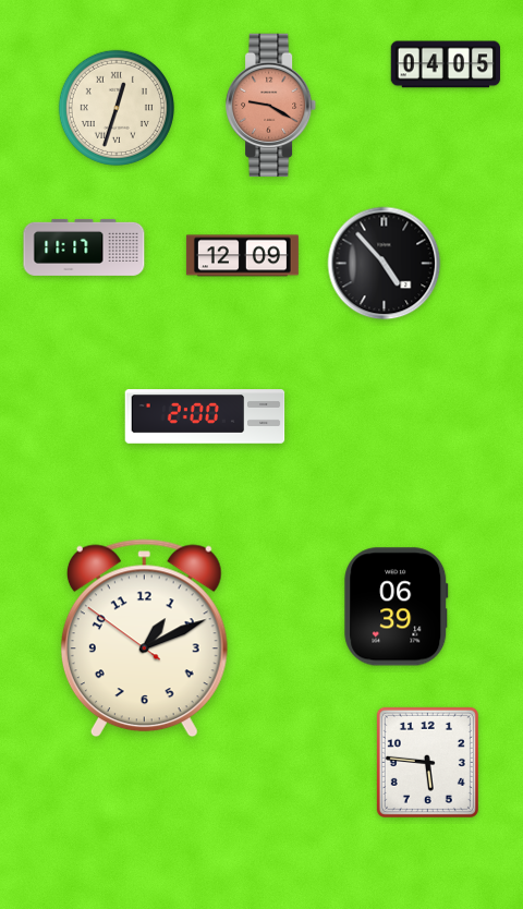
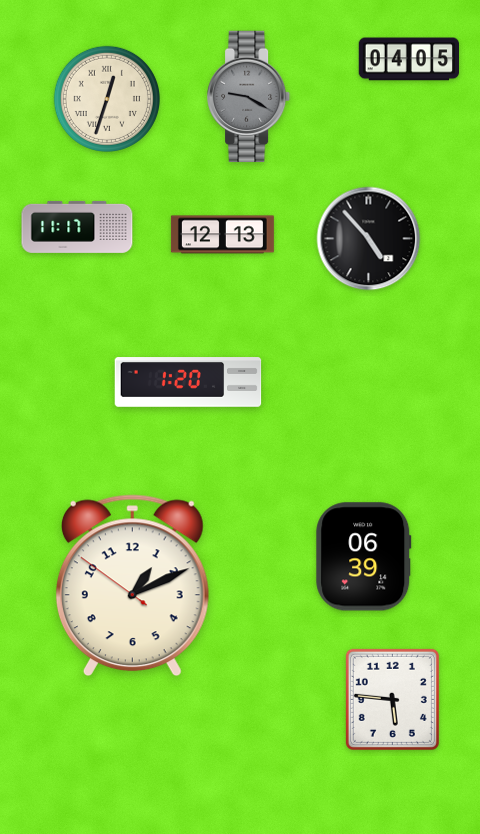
clock at (271, 106) dial: salmon -> grey
clock at (242, 256): 12:09 -> 12:13
clock at (385, 264) position: (385, 264) -> (369, 239)
clock at (205, 416): 2:00 -> 1:20
